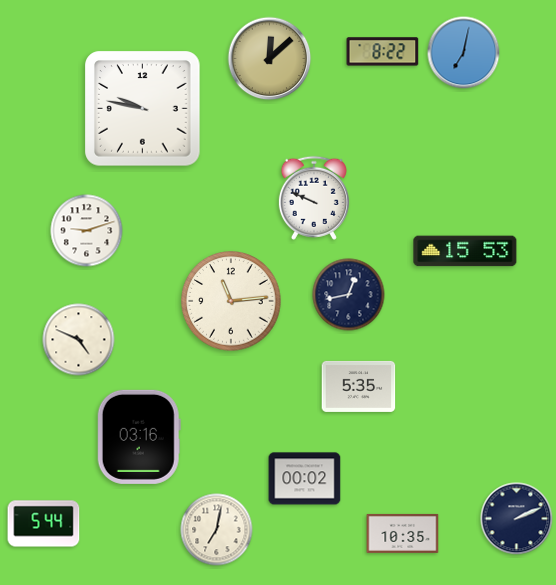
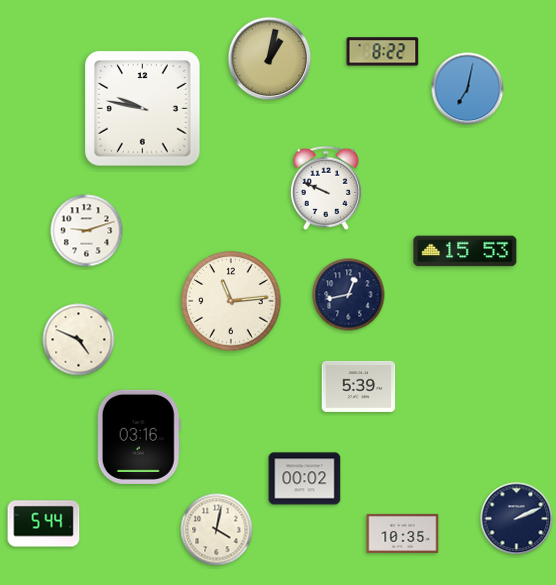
clock at (464, 53) position: (464, 53) -> (468, 89)
clock at (270, 59): 12:08 -> 1:02
clock at (314, 198) position: (314, 198) -> (326, 188)
clock at (359, 386): 5:35 -> 5:39
clock at (217, 530): 7:02 -> 4:02
